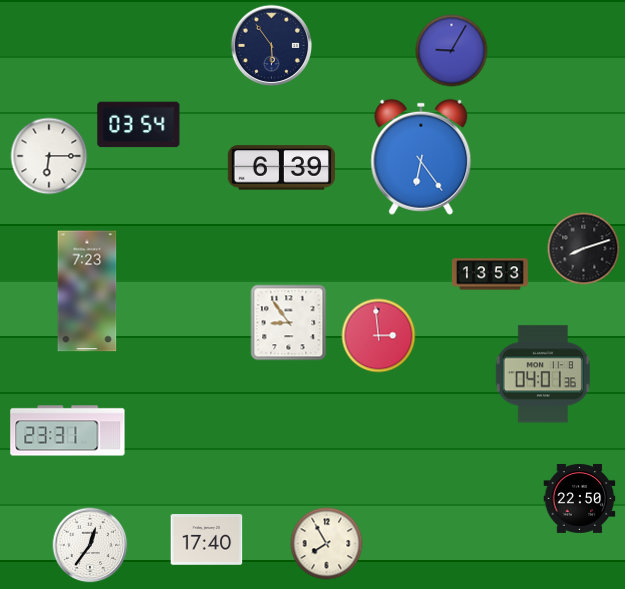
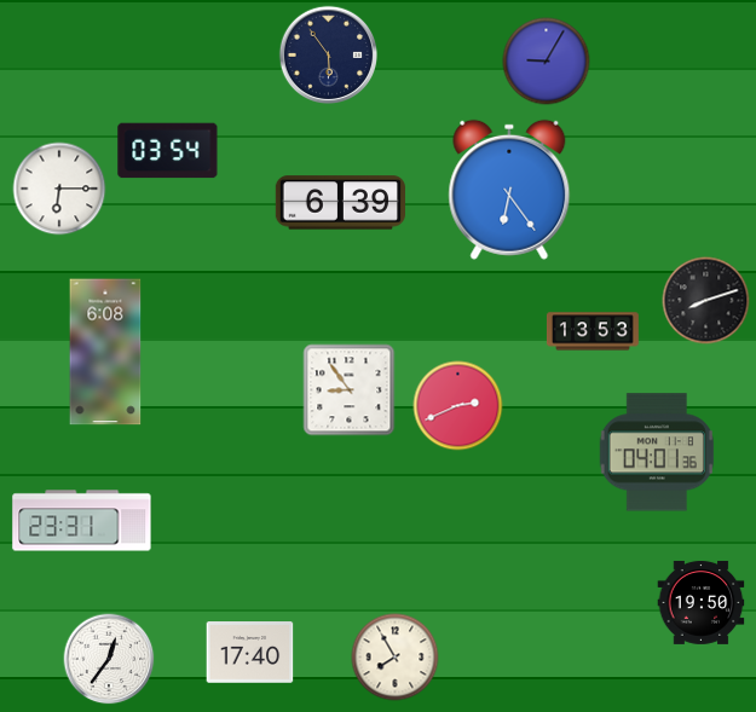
clock at (87, 291): 7:23 -> 6:08
clock at (379, 336): 2:59 -> 2:41
clock at (580, 498): 22:50 -> 19:50
